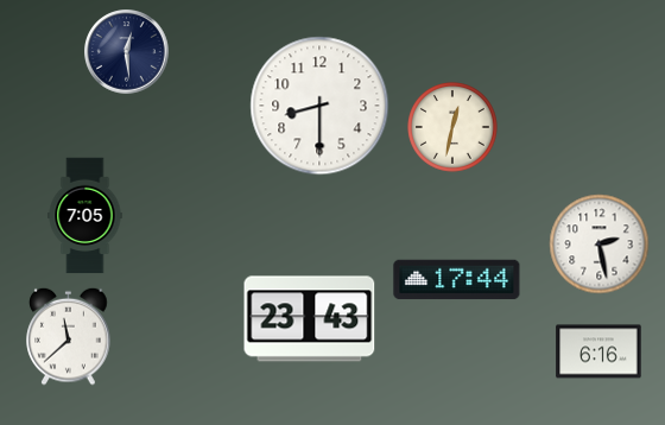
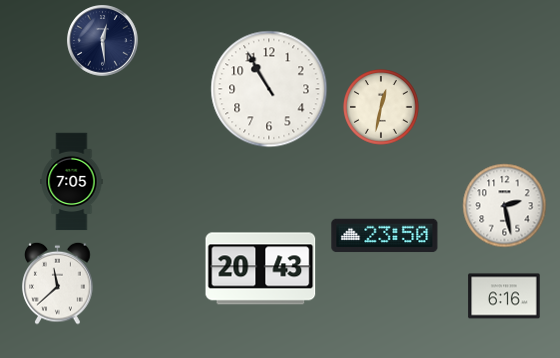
clock at (127, 52) position: (127, 52) -> (103, 41)
clock at (319, 106): 8:30 -> 10:55
clock at (457, 280): 17:44 -> 23:50
clock at (310, 319): 23:43 -> 20:43
